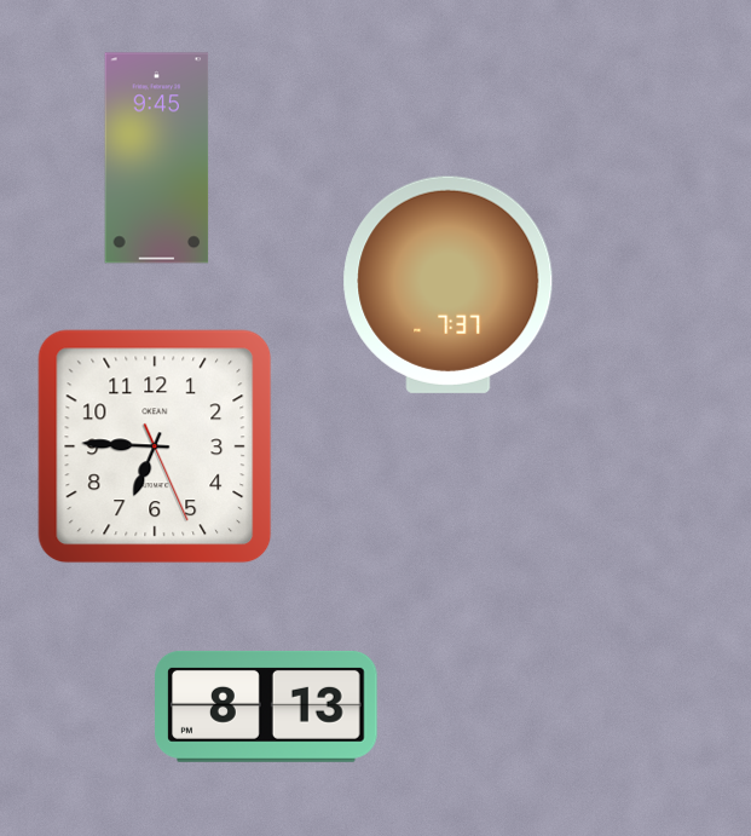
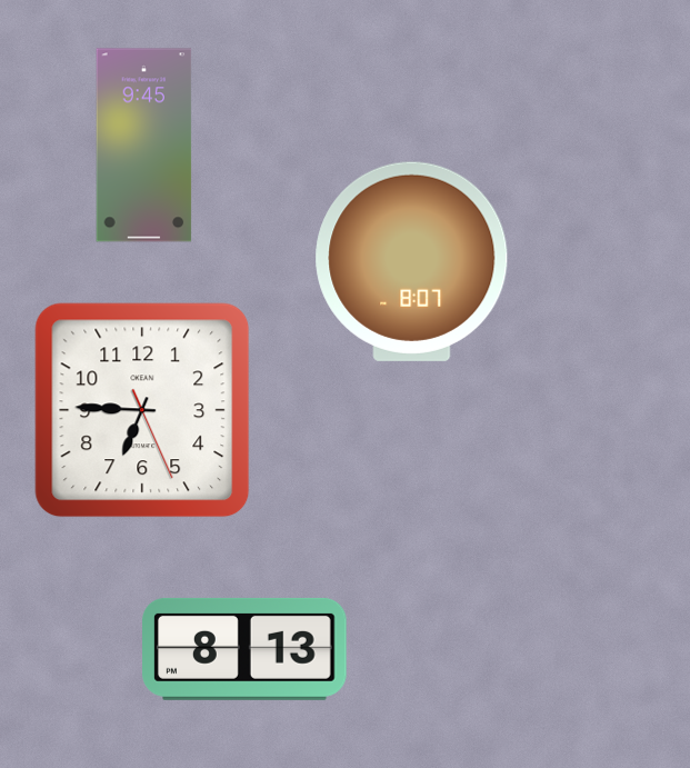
clock at (449, 284): 7:37 -> 8:07
